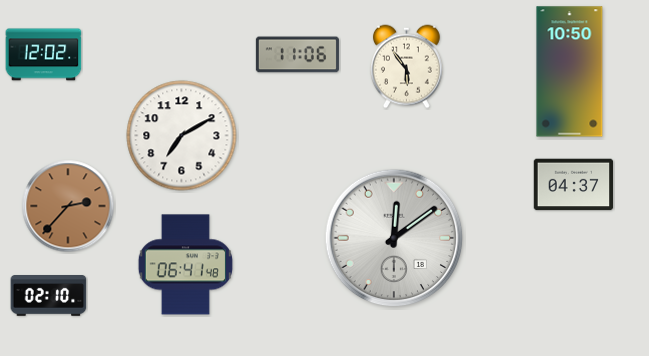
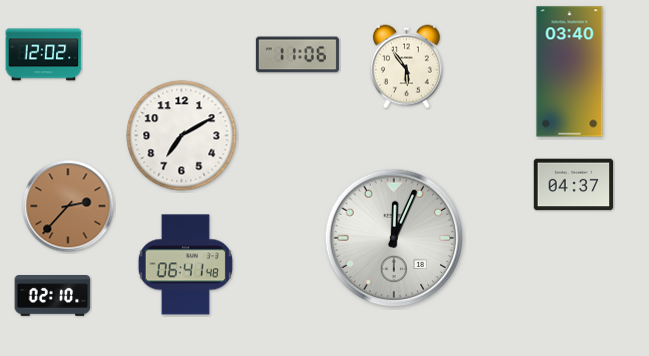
clock at (570, 72): 10:50 -> 03:40
clock at (394, 238): 12:09 -> 12:04
clock at (49, 296) position: (49, 296) -> (53, 296)
